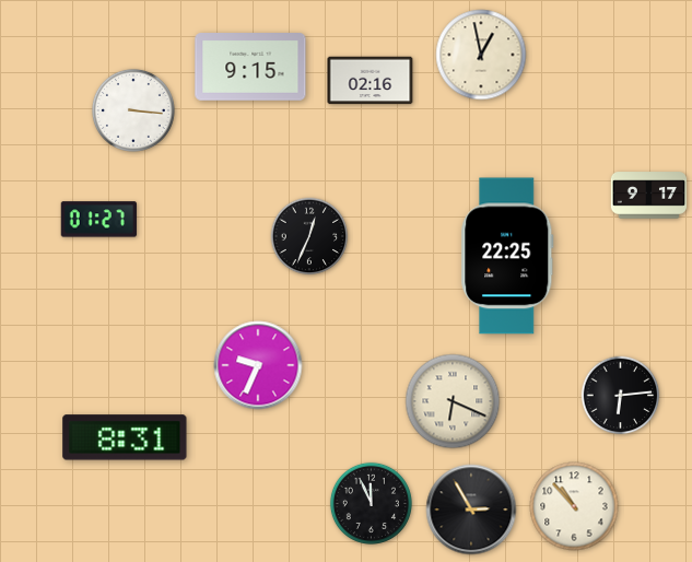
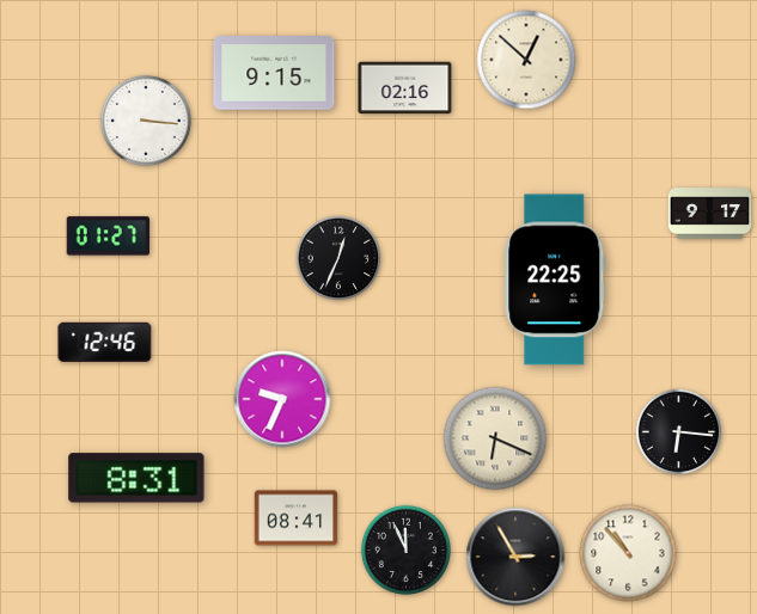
clock at (481, 55): 12:58 -> 12:52
clock at (98, 220) position: (98, 220) -> (108, 237)
clock at (105, 342): none -> 12:46
clock at (621, 396): 6:14 -> 6:16
clock at (297, 518): none -> 08:41
